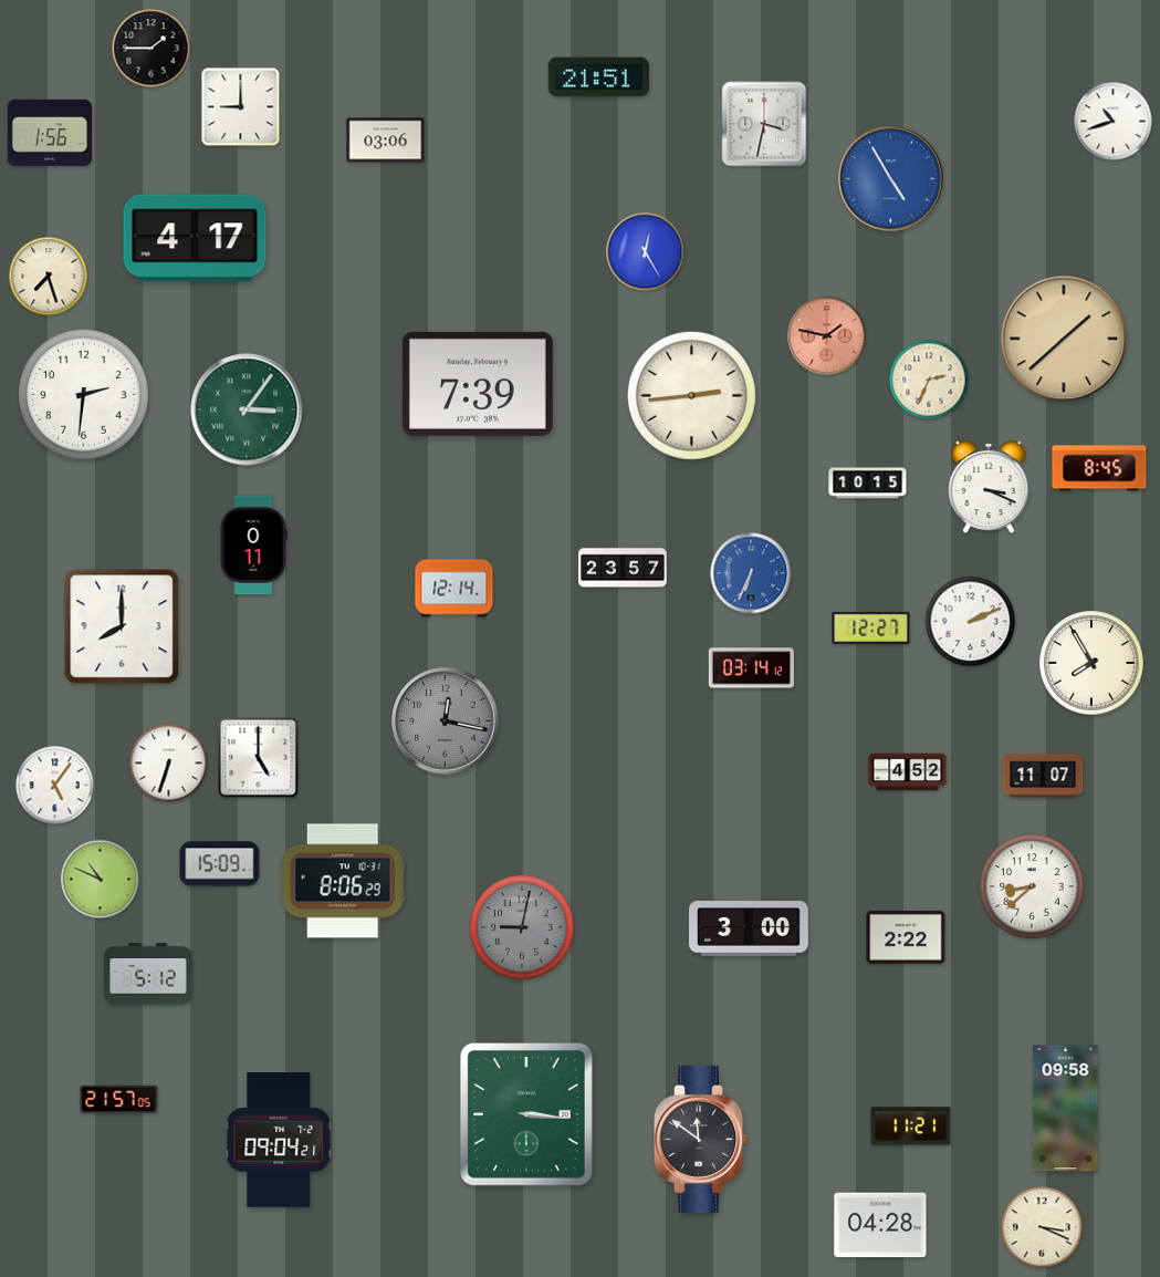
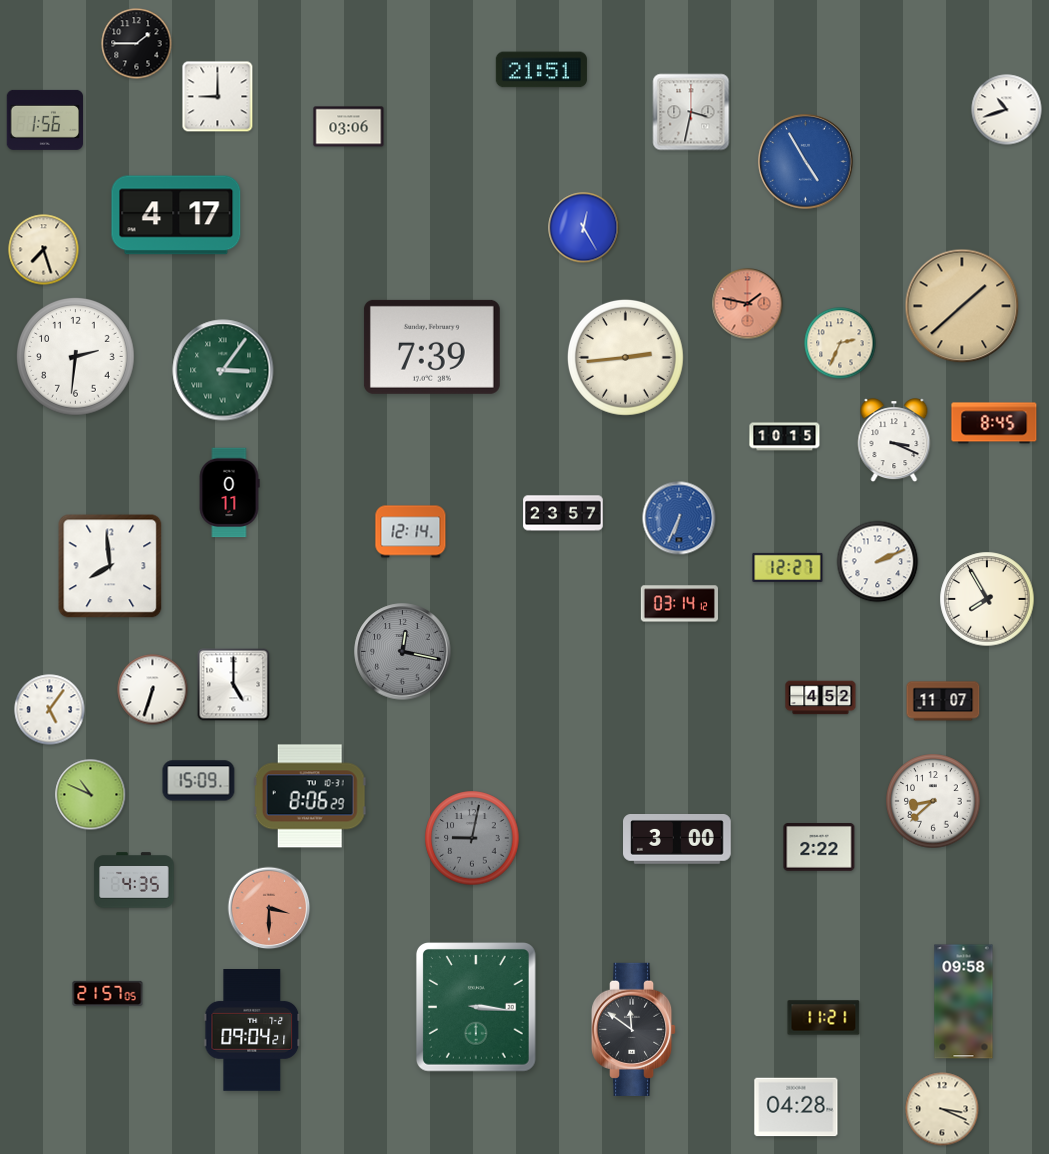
clock at (122, 626): 8:00 -> 7:59
clock at (148, 974): 5:12 -> 4:35
clock at (269, 908): none -> 3:30
